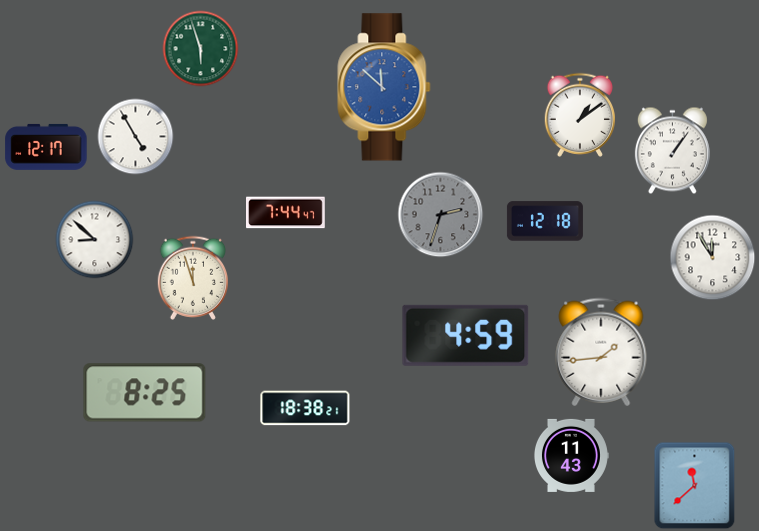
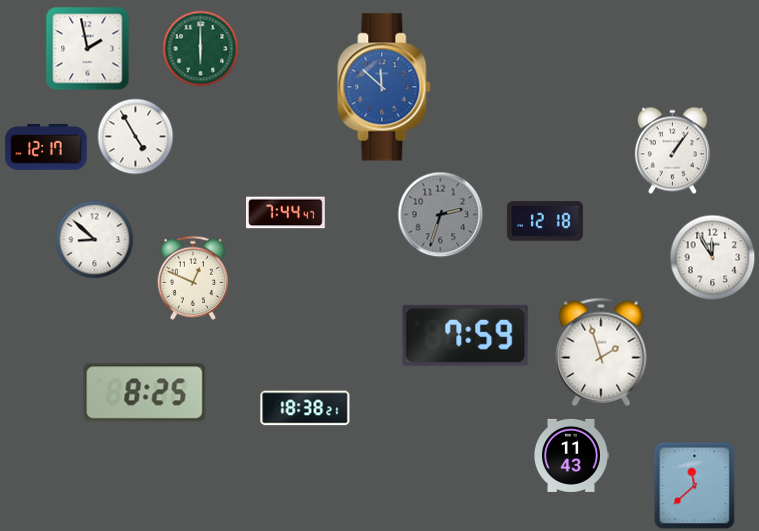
clock at (88, 49): none -> 1:58
clock at (201, 49): 5:57 -> 6:00
clock at (579, 115): 1:09 -> none
clock at (192, 278): 11:57 -> 12:49
clock at (466, 335): 4:59 -> 7:59
clock at (601, 352): 1:44 -> 1:57
